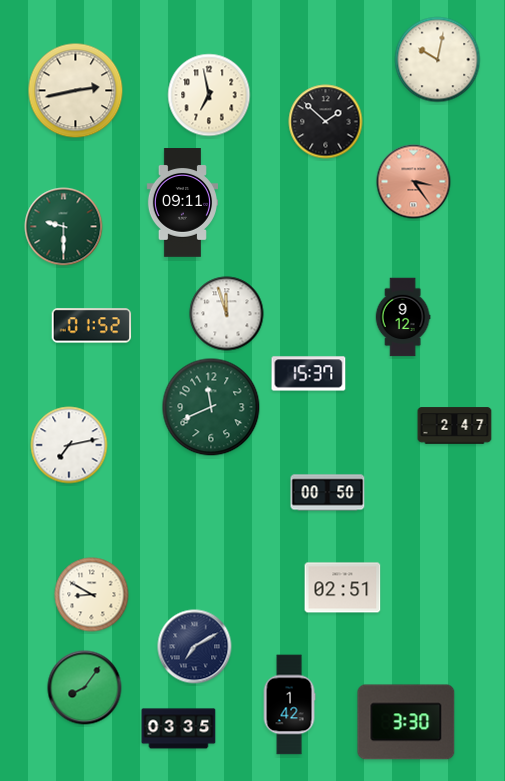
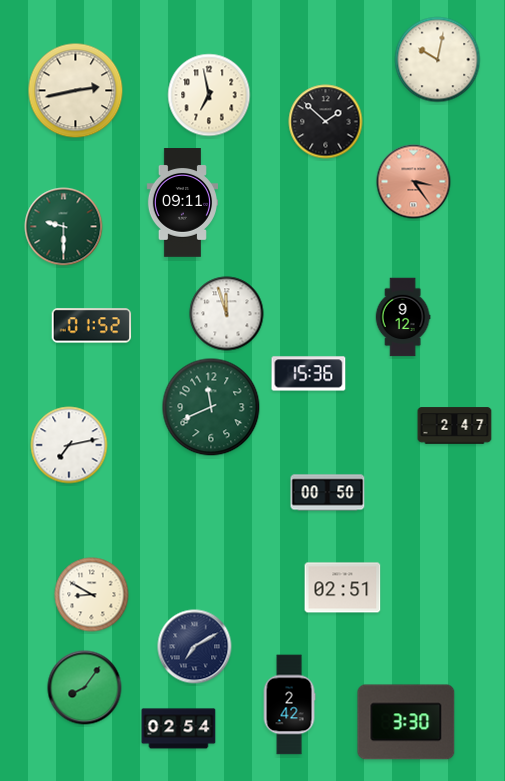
clock at (309, 374): 15:37 -> 15:36
clock at (289, 705): 1:42 -> 2:42
clock at (179, 729): 03:35 -> 02:54
